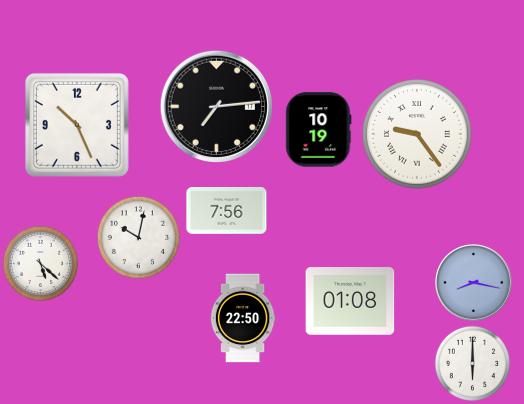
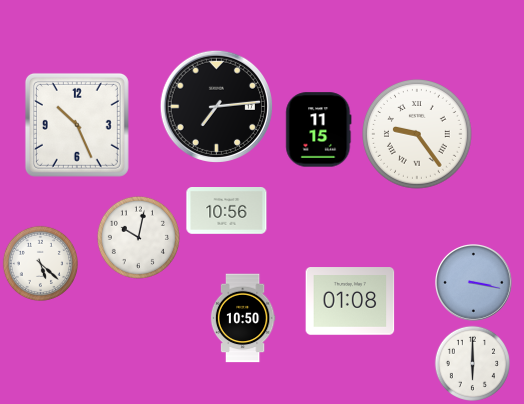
clock at (319, 130): 10:19 -> 11:15
clock at (227, 211): 7:56 -> 10:56
clock at (474, 283): 8:17 -> 3:17
clock at (243, 318): 22:50 -> 10:50
